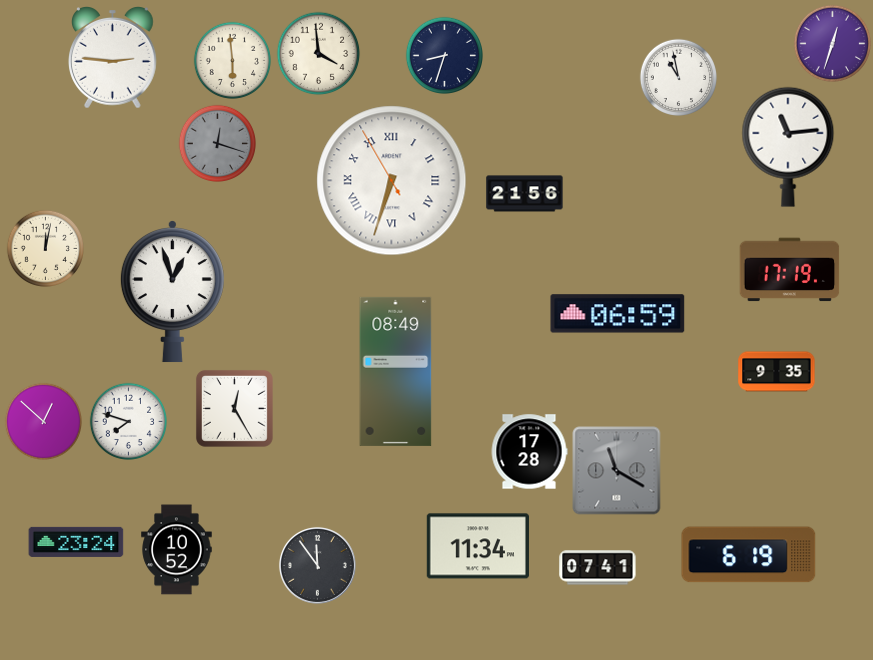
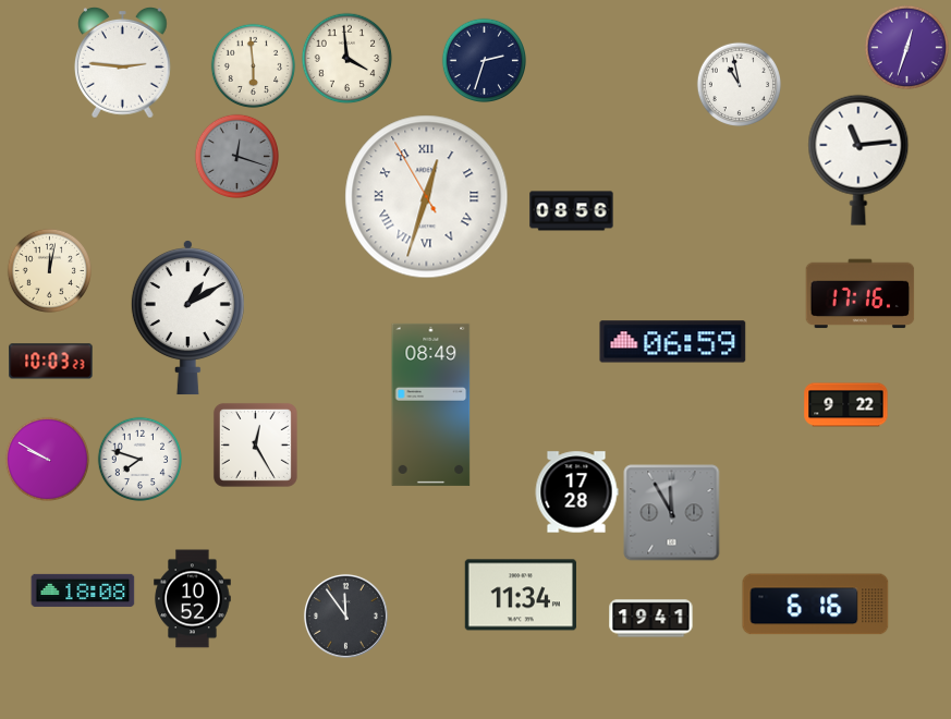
clock at (444, 55): 8:33 -> 2:33
clock at (392, 181): 6:32 -> 12:32
clock at (525, 194): 21:56 -> 08:56
clock at (790, 270): 17:19 -> 17:16
clock at (172, 292): 12:57 -> 1:10
clock at (51, 362): none -> 10:03
clock at (777, 372): 9:35 -> 9:22
clock at (43, 421): 12:52 -> 9:50
clock at (617, 471): 11:20 -> 11:55
clock at (76, 542): 23:24 -> 18:08
clock at (749, 555): 6:19 -> 6:16
clock at (598, 568): 07:41 -> 19:41
